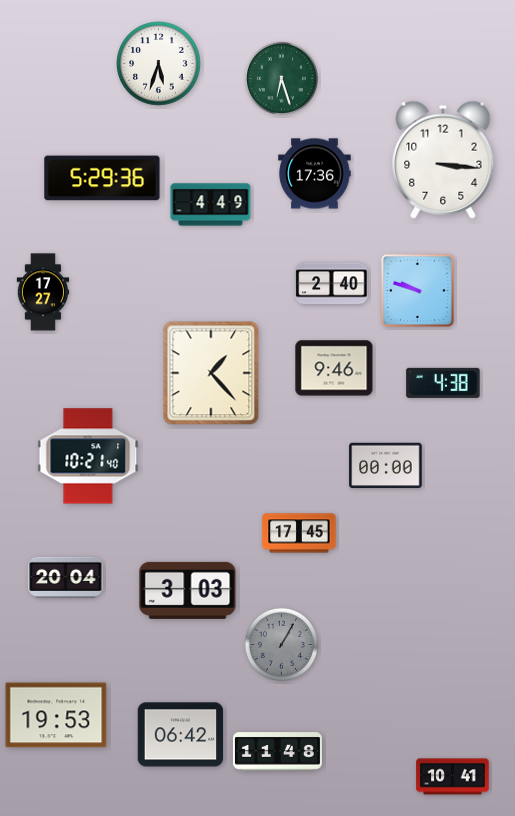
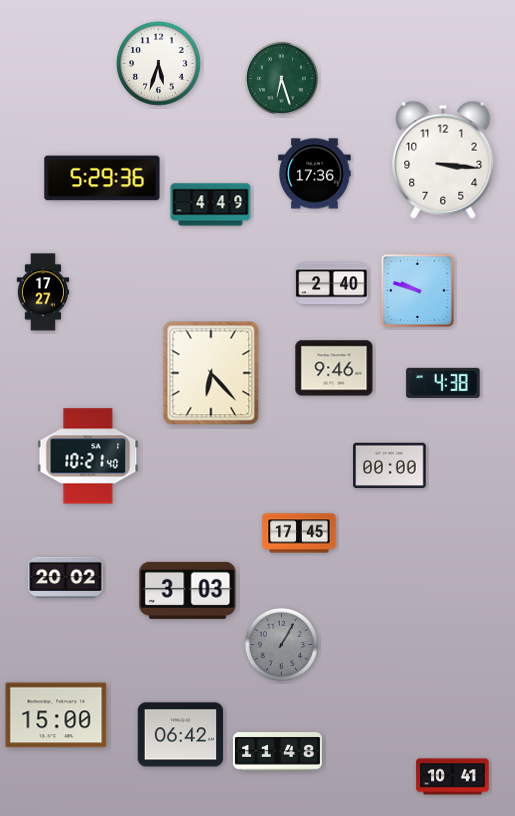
clock at (211, 373): 1:23 -> 6:23
clock at (386, 466) position: (386, 466) -> (390, 466)
clock at (66, 577): 20:04 -> 20:02
clock at (56, 715): 19:53 -> 15:00
